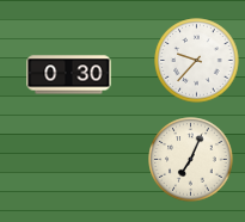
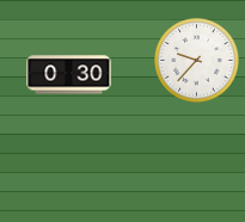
clock at (191, 160): 7:04 -> none
